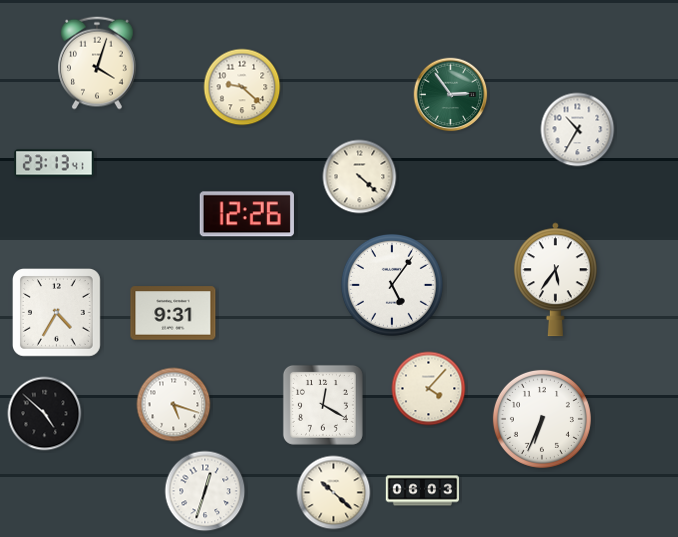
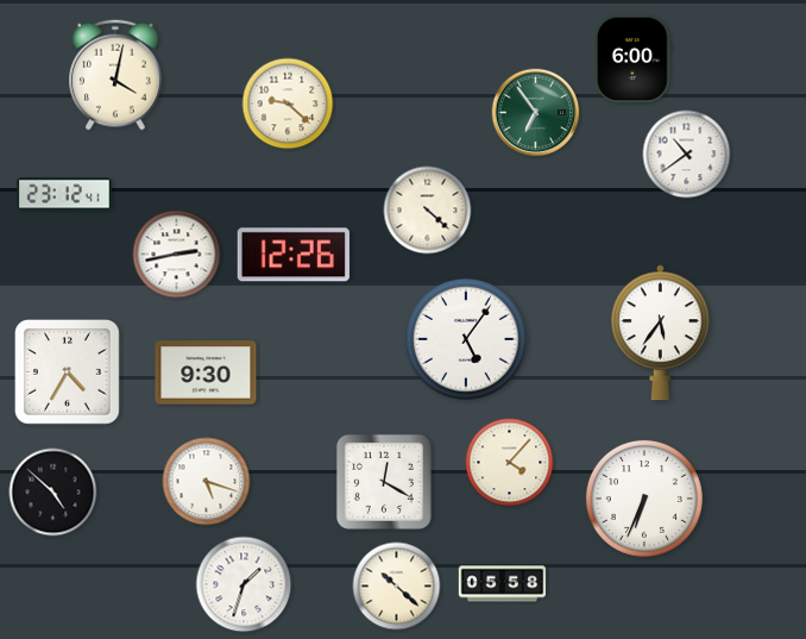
clock at (634, 58): none -> 6:00
clock at (98, 63): 4:03 -> 4:02
clock at (451, 95): 2:54 -> 6:54
clock at (578, 130): 10:35 -> 10:39
clock at (54, 163): 23:13 -> 23:12
clock at (177, 255): none -> 2:43
clock at (173, 313): 9:31 -> 9:30
clock at (205, 491): 12:33 -> 1:33
clock at (423, 491): 06:03 -> 05:58
